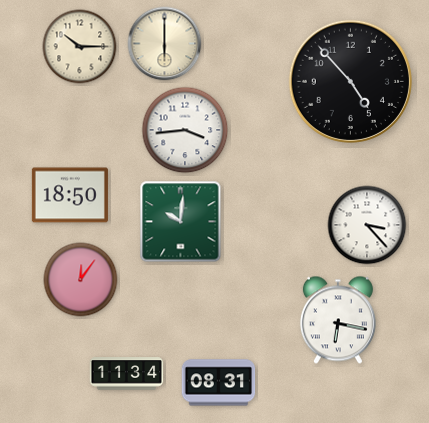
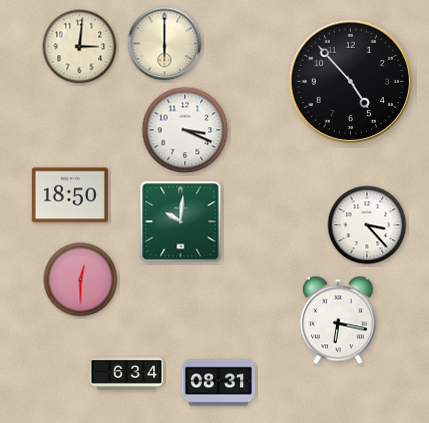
clock at (80, 47): 10:15 -> 3:01
clock at (185, 130): 3:44 -> 3:19
clock at (81, 280): 12:06 -> 12:30
clock at (127, 374): 11:34 -> 6:34
